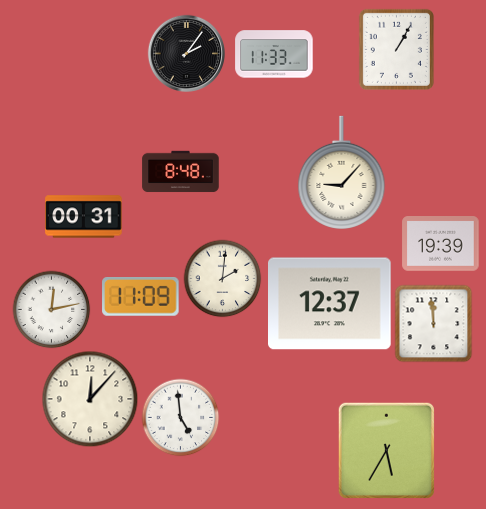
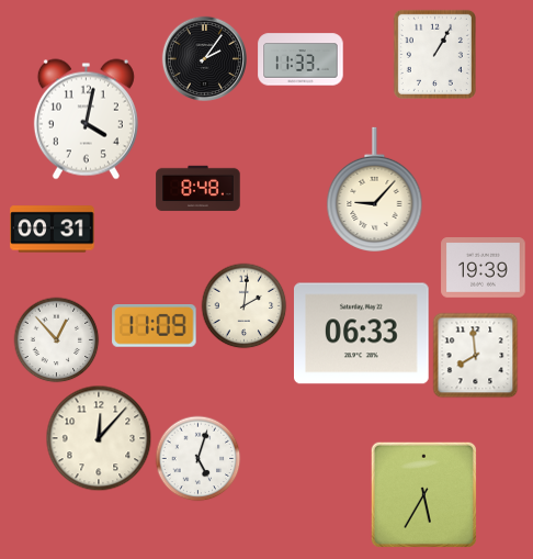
clock at (86, 120): none -> 4:02
clock at (84, 217) position: (84, 217) -> (53, 230)
clock at (330, 304): 12:37 -> 06:33
clock at (51, 309): 12:13 -> 12:53
clock at (433, 323): 11:59 -> 7:59
clock at (180, 417): 4:59 -> 5:03
